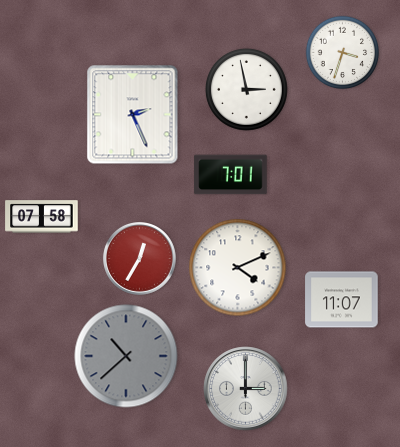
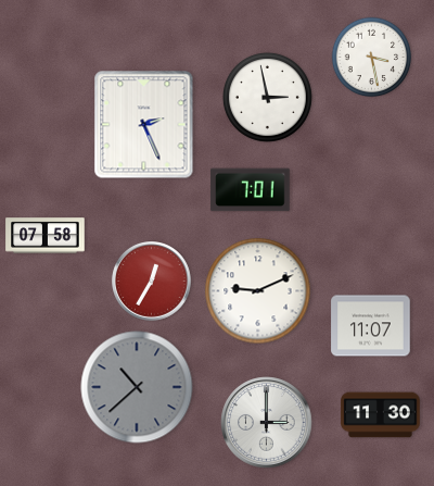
clock at (343, 53): 3:33 -> 3:28
clock at (238, 268): 4:11 -> 9:11
clock at (381, 415): none -> 11:30
